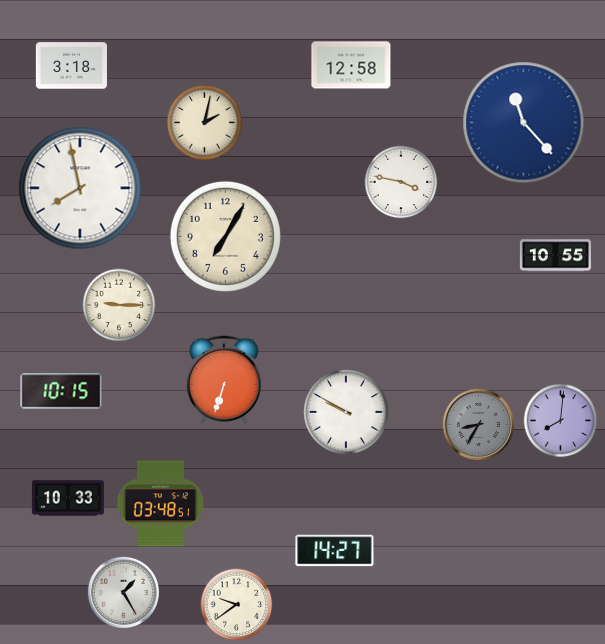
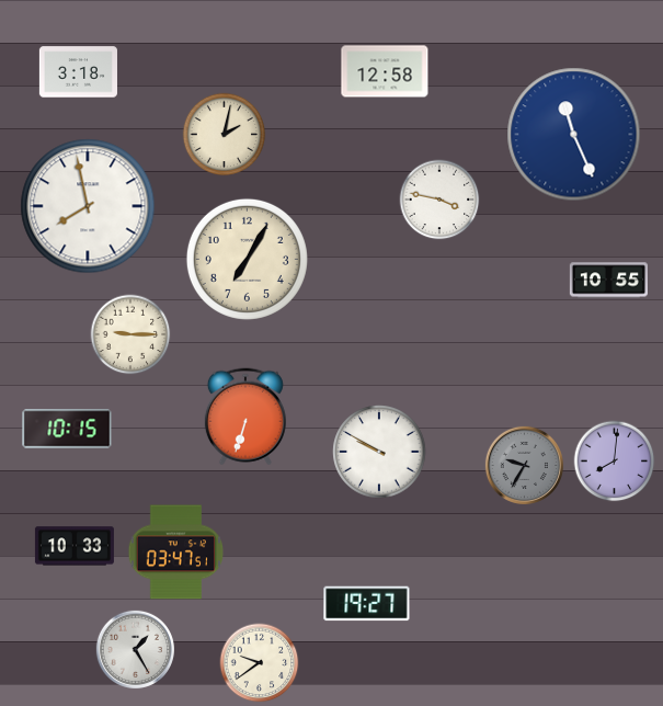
clock at (524, 123): 11:23 -> 11:26
clock at (478, 424): 8:35 -> 9:35
clock at (161, 504): 03:48 -> 03:47
clock at (335, 551): 14:27 -> 19:27
